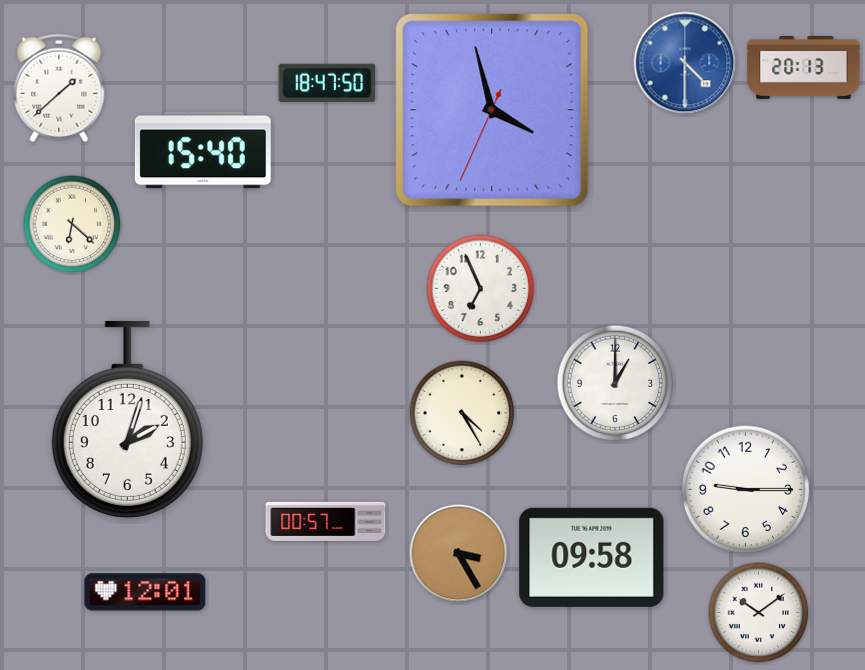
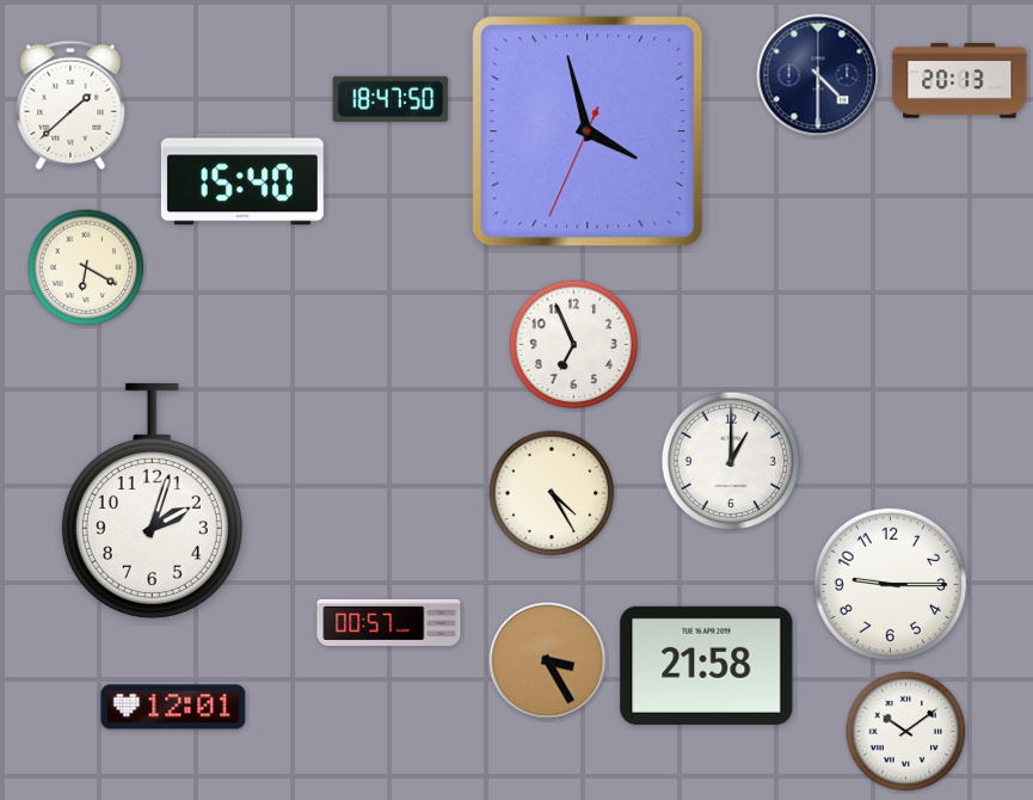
clock at (685, 63) dial: blue -> navy
clock at (72, 224): 6:22 -> 6:20
clock at (615, 383) position: (615, 383) -> (731, 461)
clock at (592, 557): 09:58 -> 21:58
